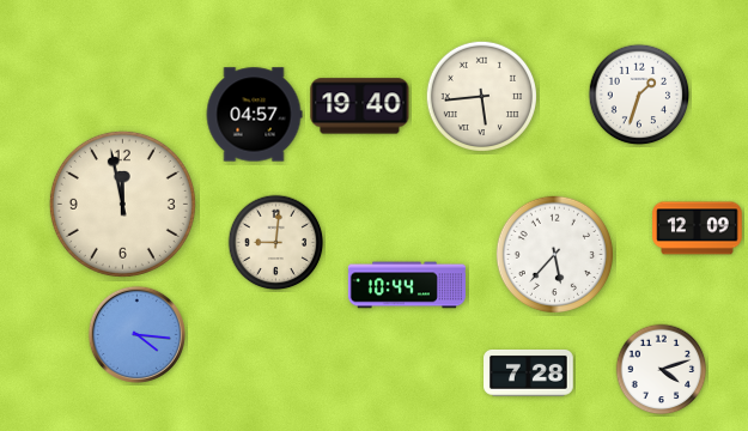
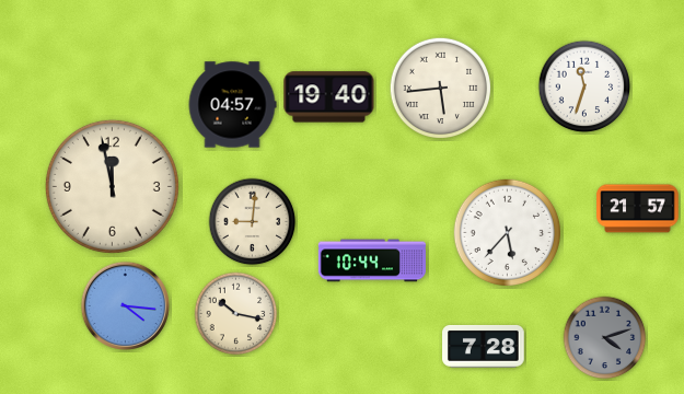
clock at (639, 95): 1:33 -> 11:33
clock at (698, 229): 12:09 -> 21:57
clock at (236, 314): none -> 10:17
clock at (662, 370) dial: white -> grey
clock at (529, 372) position: (529, 372) -> (484, 346)
